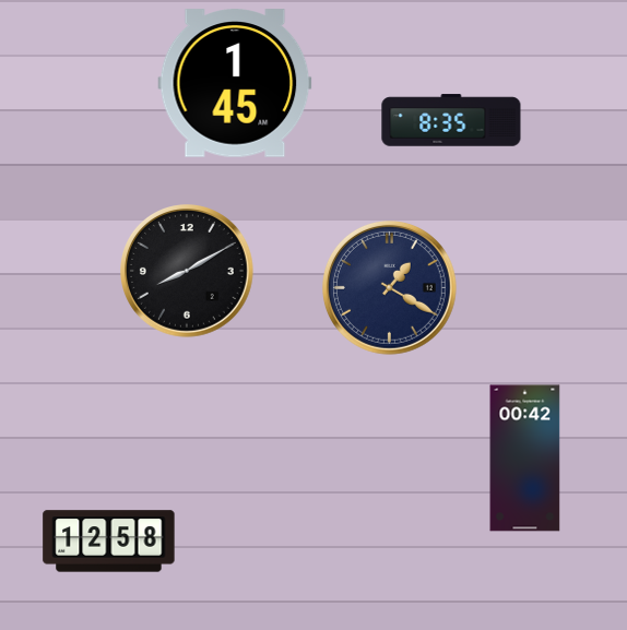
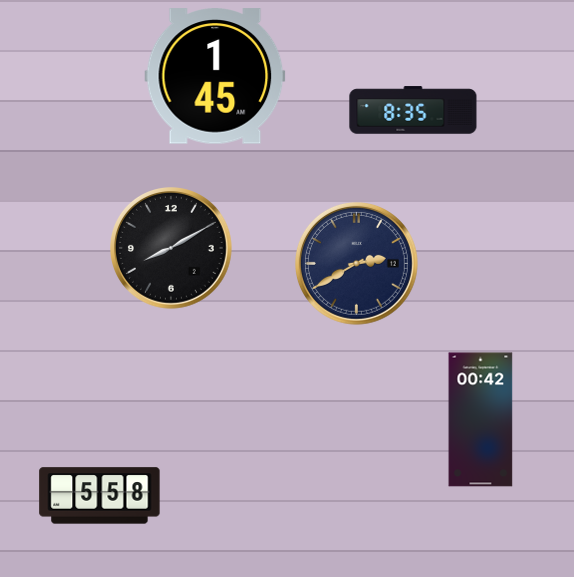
clock at (390, 288): 1:20 -> 2:40
clock at (109, 542): 12:58 -> 5:58
